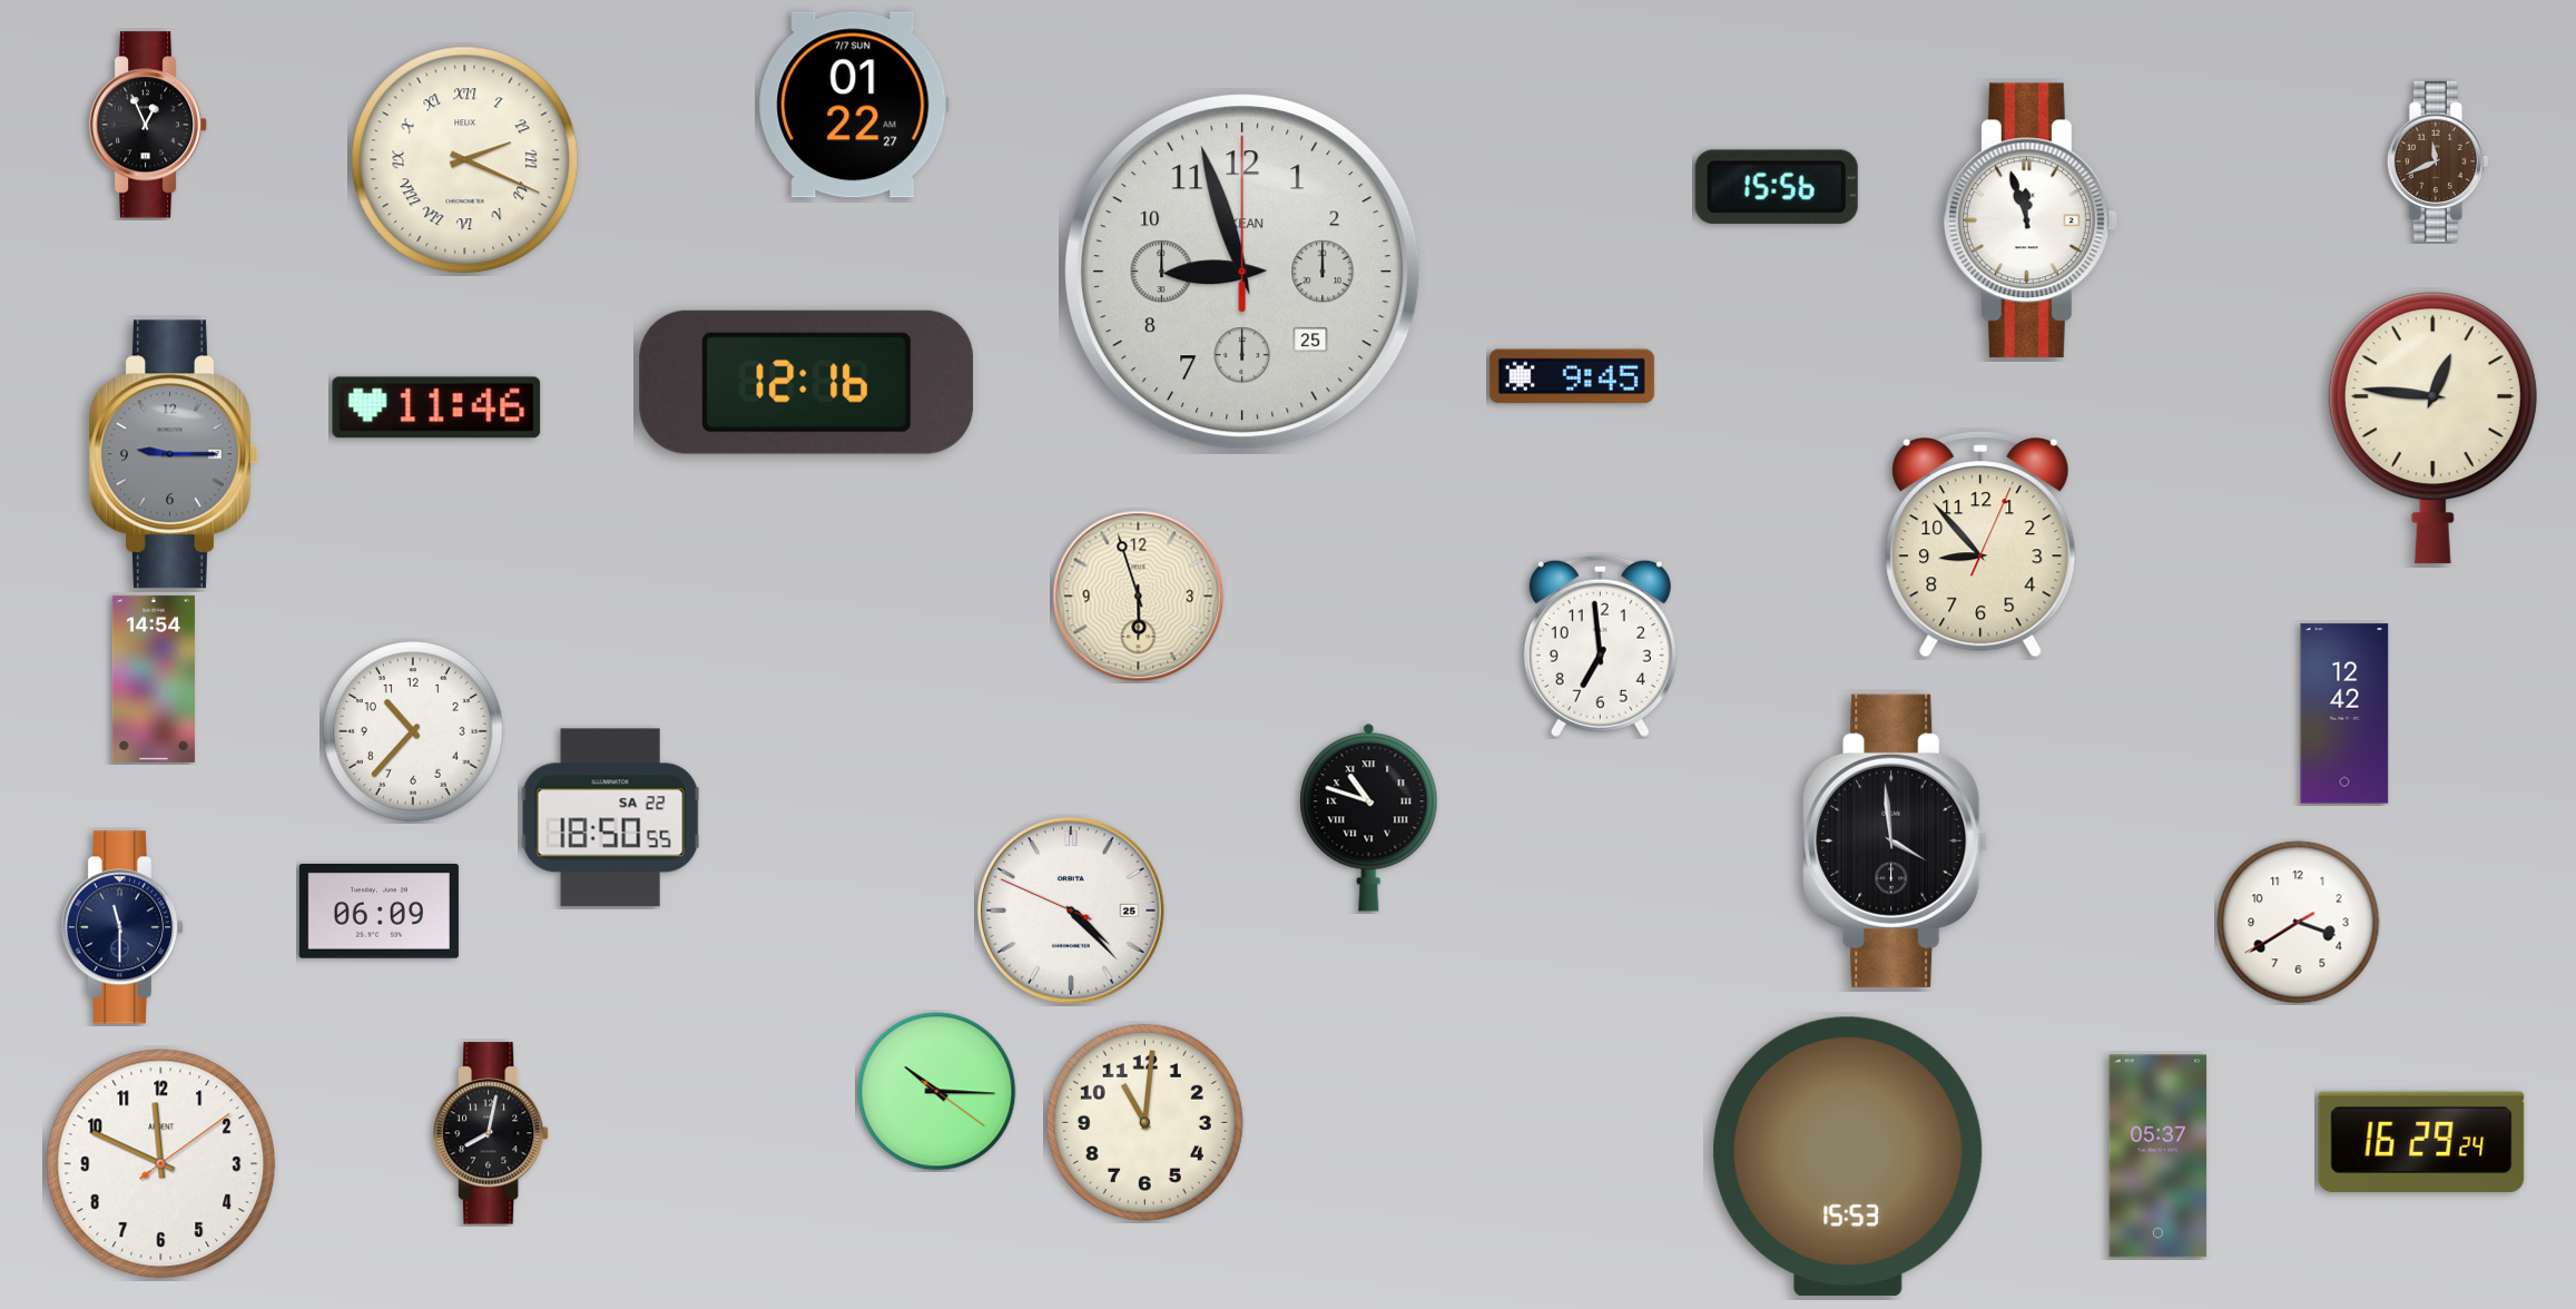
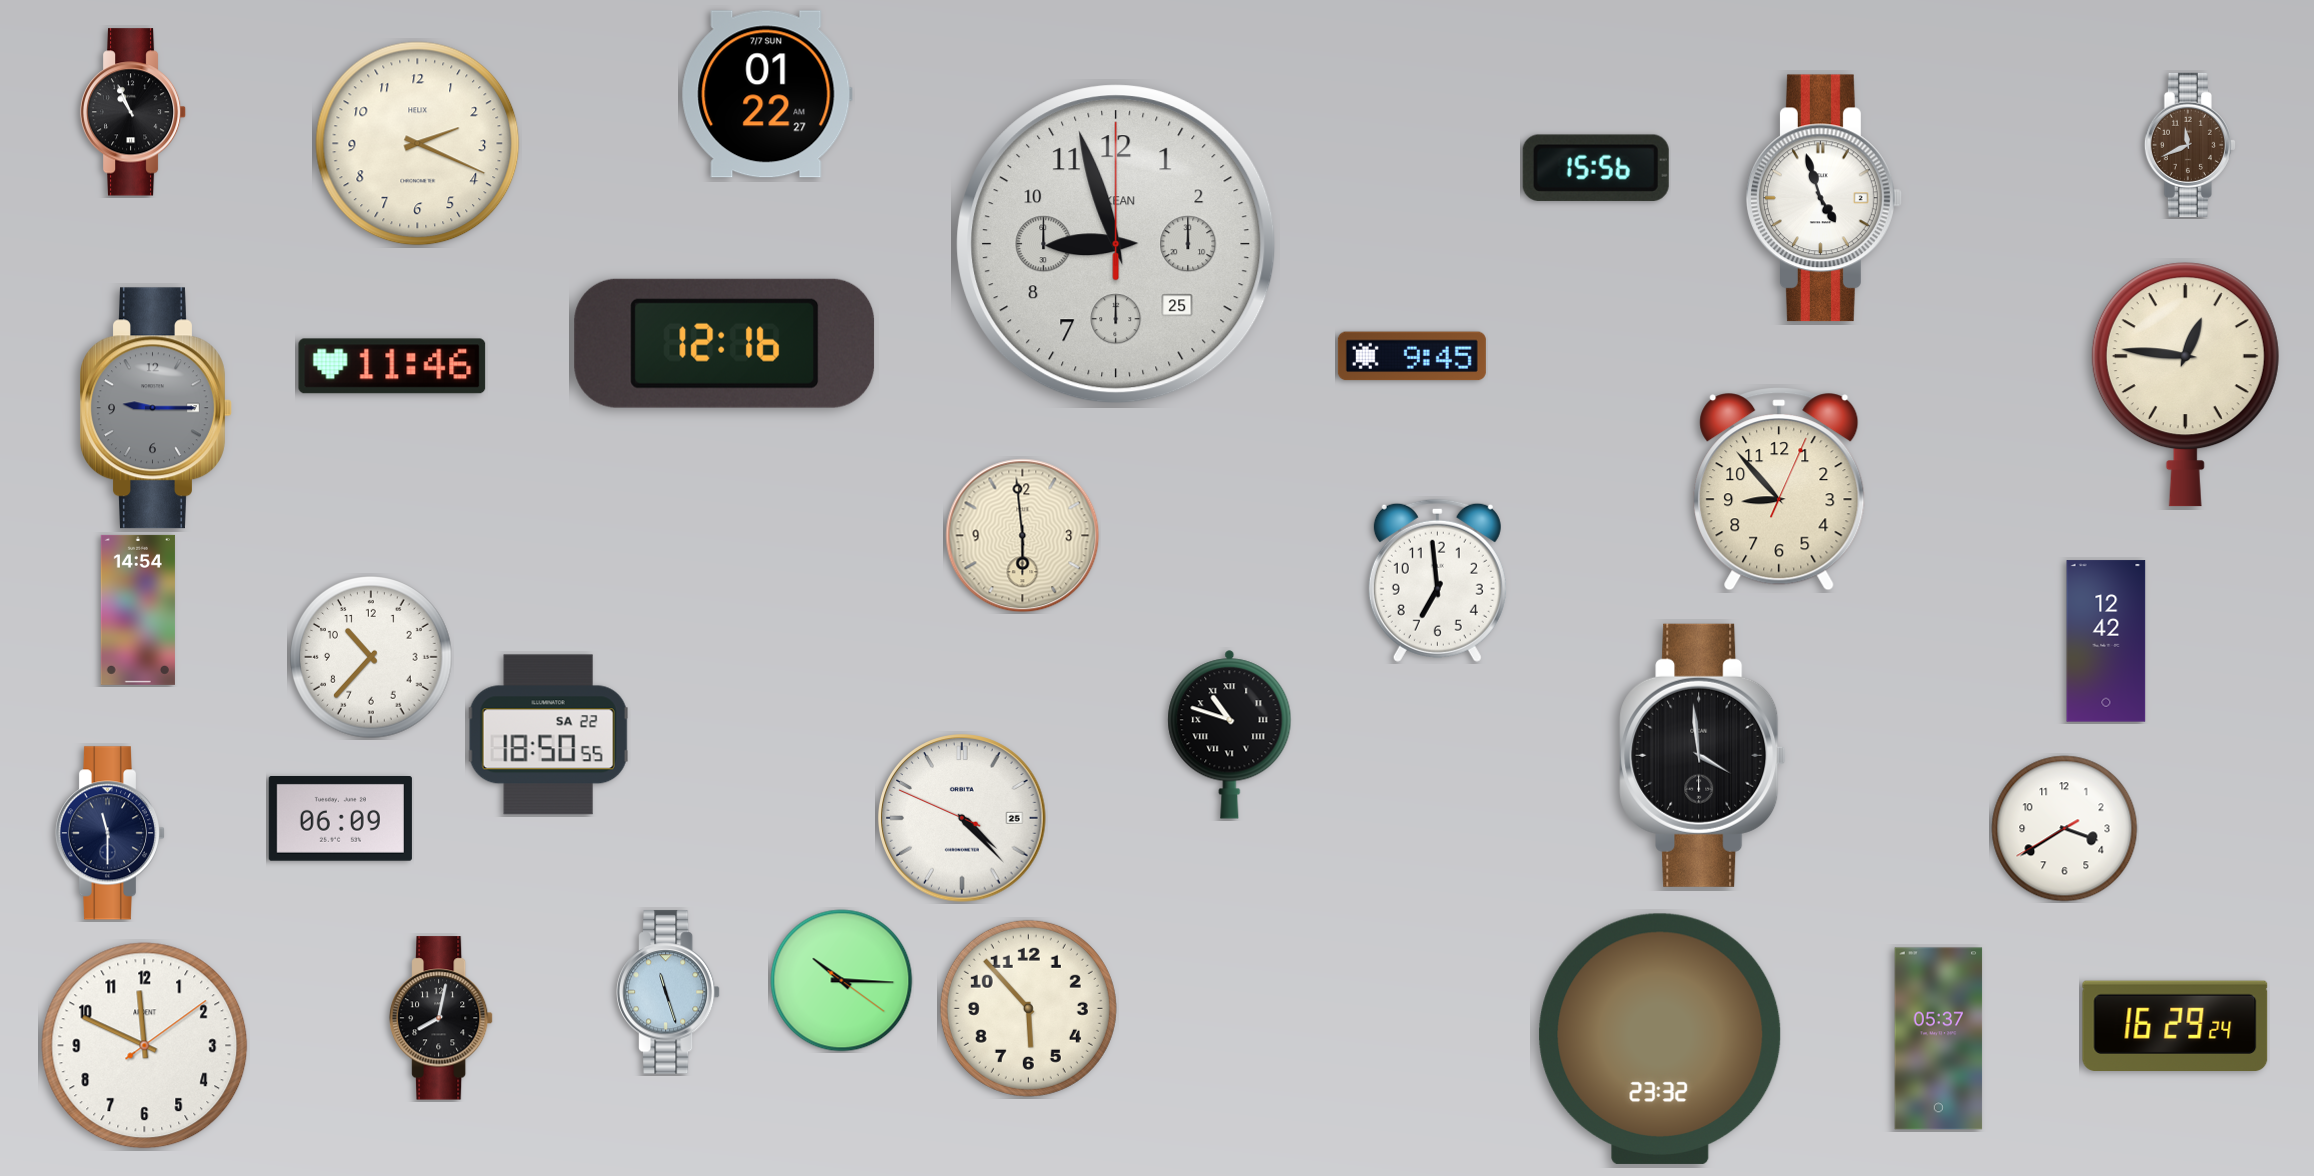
clock at (148, 125): 12:56 -> 10:56
clock at (465, 160) numerals: Roman -> Arabic
clock at (2032, 220): 11:57 -> 4:57
clock at (1572, 376) position: (1572, 376) -> (1412, 356)
clock at (1139, 597): 5:57 -> 5:59
clock at (668, 992): none -> 11:27
clock at (1144, 1122): 11:01 -> 5:53
clock at (1848, 1157): 15:53 -> 23:32
